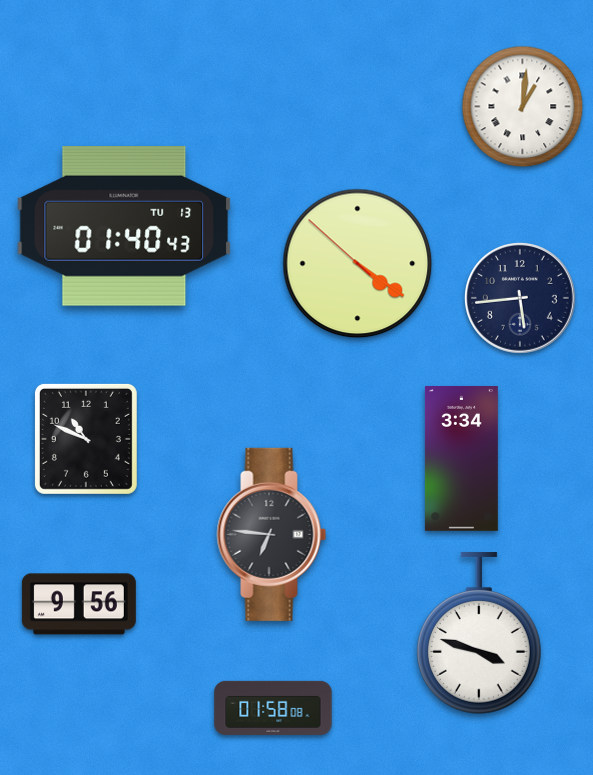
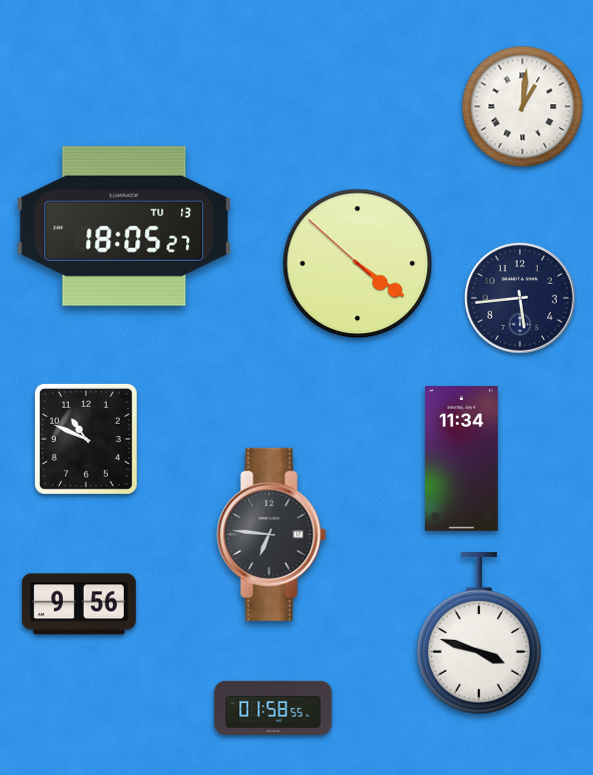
clock at (124, 227): 01:40 -> 18:05
clock at (461, 458): 3:34 -> 11:34
clock at (273, 708): 01:58:08 -> 01:58:55
